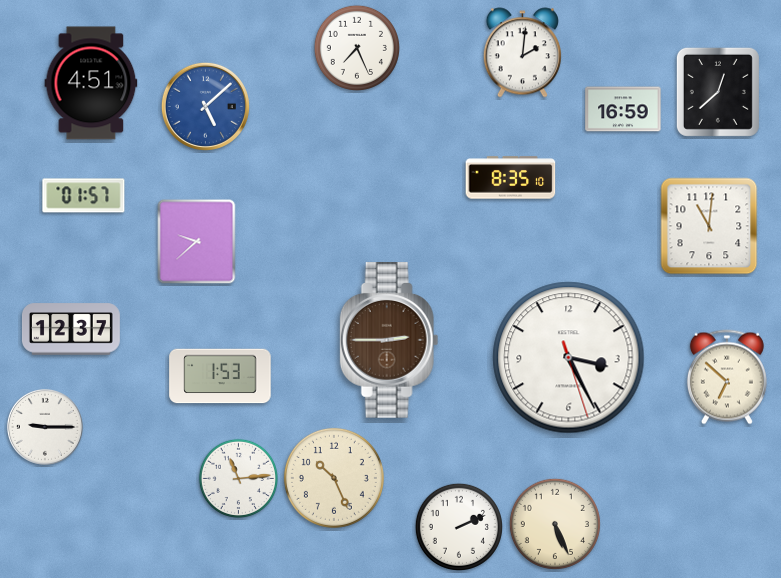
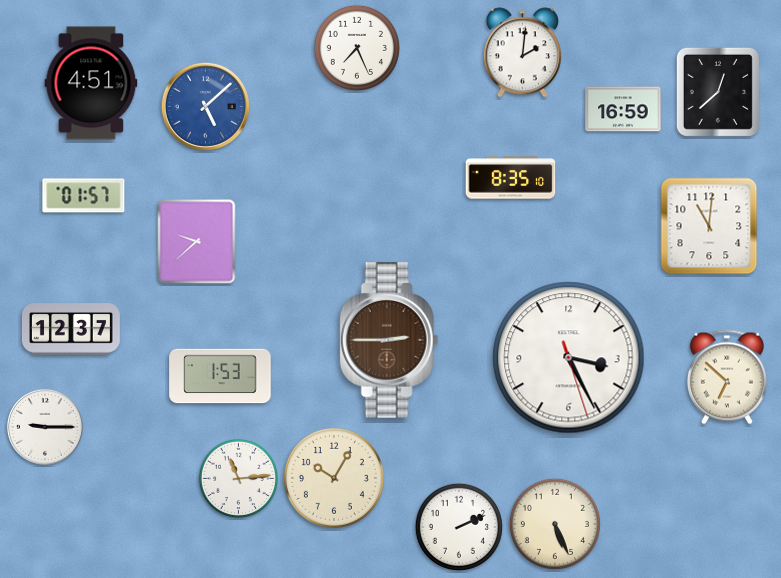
clock at (334, 478): 10:26 -> 10:05
